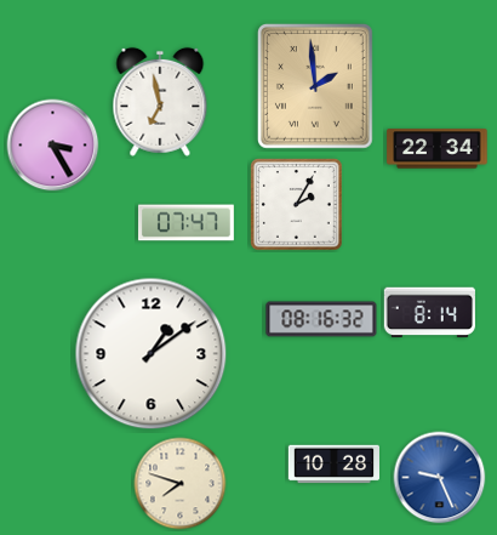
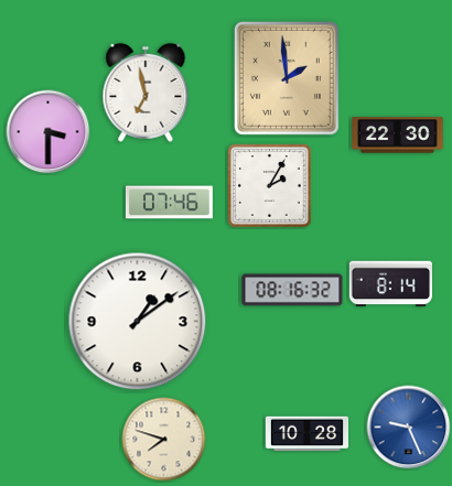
clock at (53, 146): 3:25 -> 3:30
clock at (438, 149): 22:34 -> 22:30
clock at (185, 223): 07:47 -> 07:46
clock at (333, 465) position: (333, 465) -> (306, 434)
clock at (440, 478) position: (440, 478) -> (409, 428)
